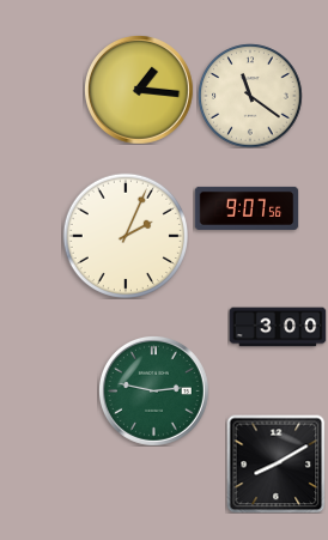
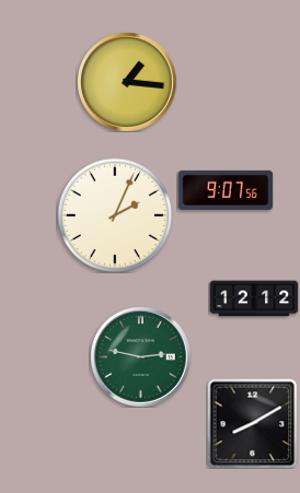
clock at (250, 96): 11:21 -> none
clock at (278, 327): 3:00 -> 12:12
